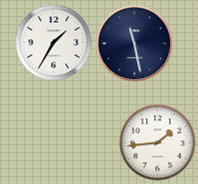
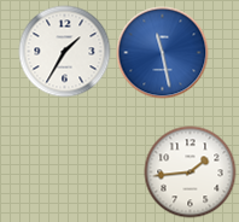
clock at (135, 44) dial: navy -> blue
